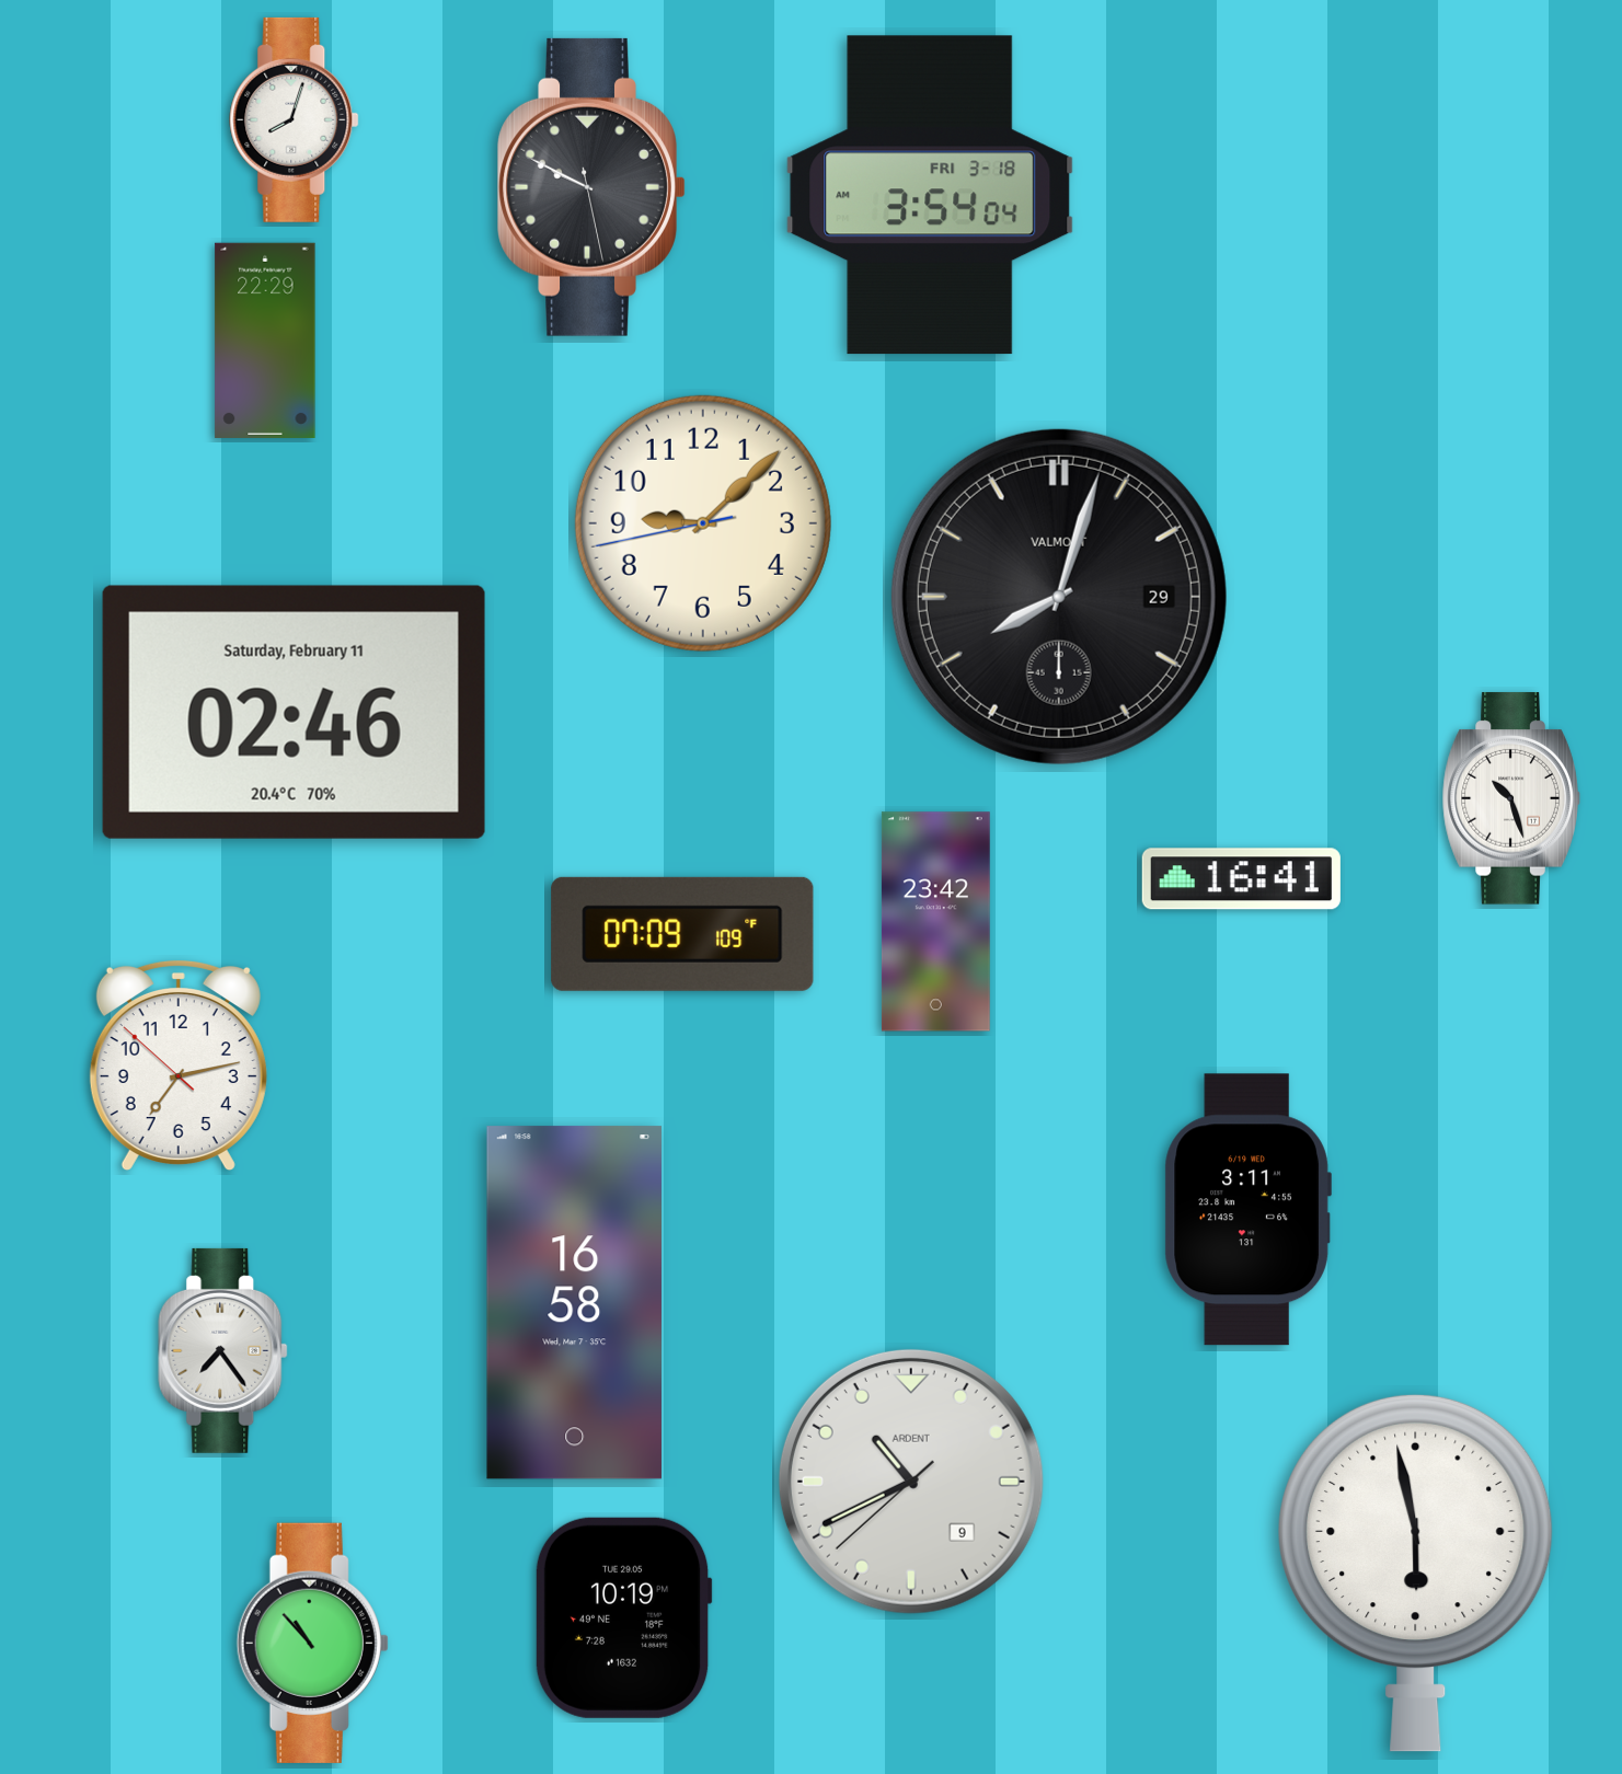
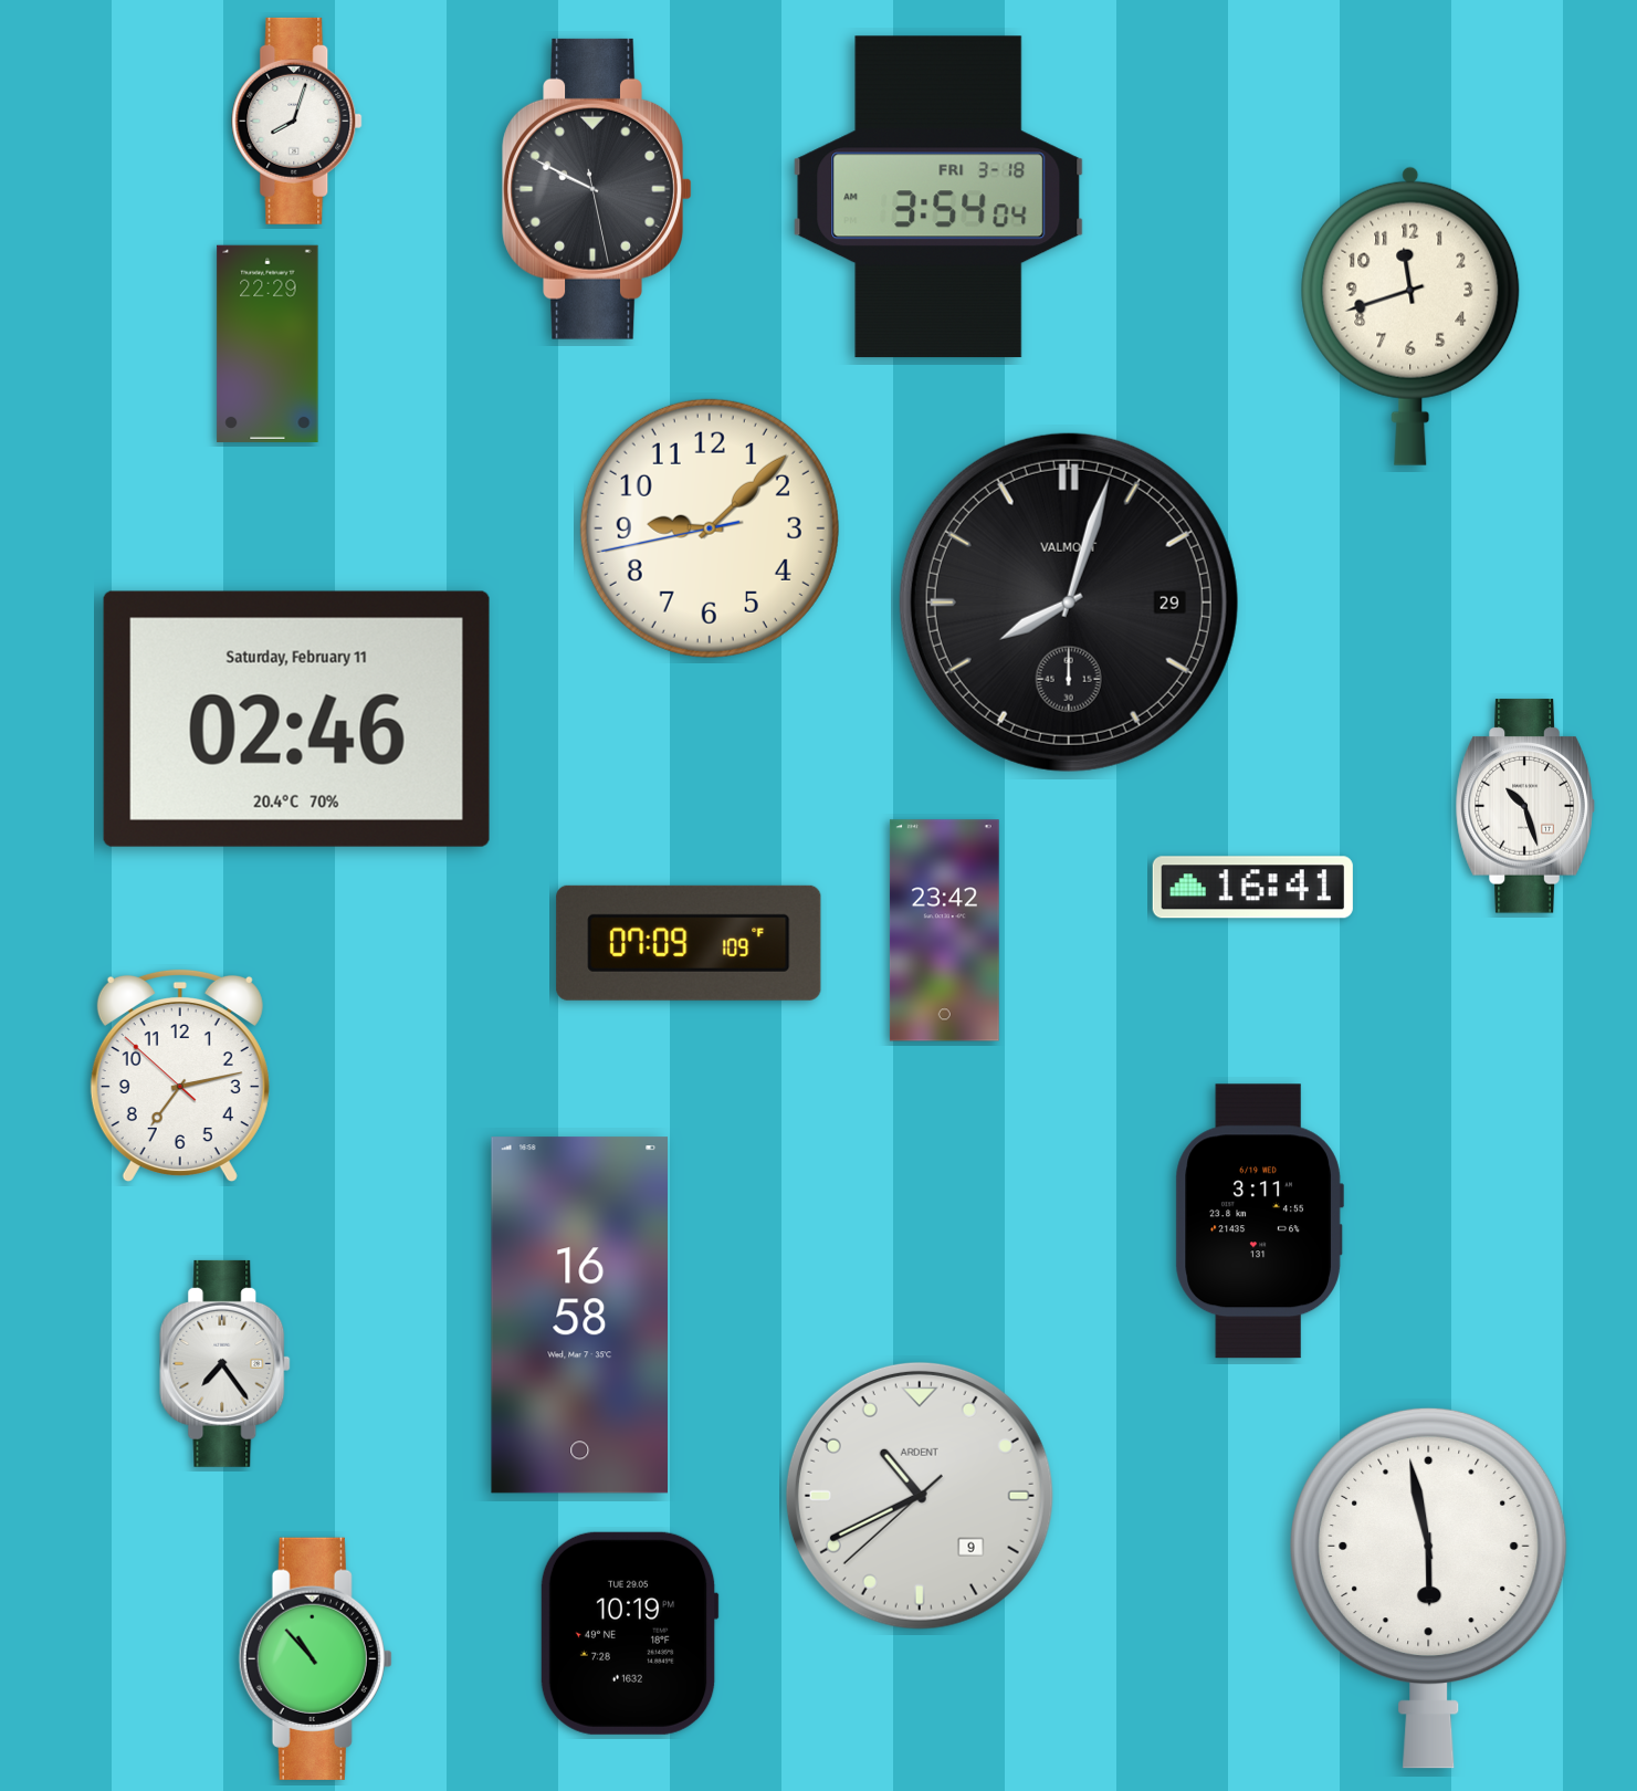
clock at (1410, 316): none -> 11:42
